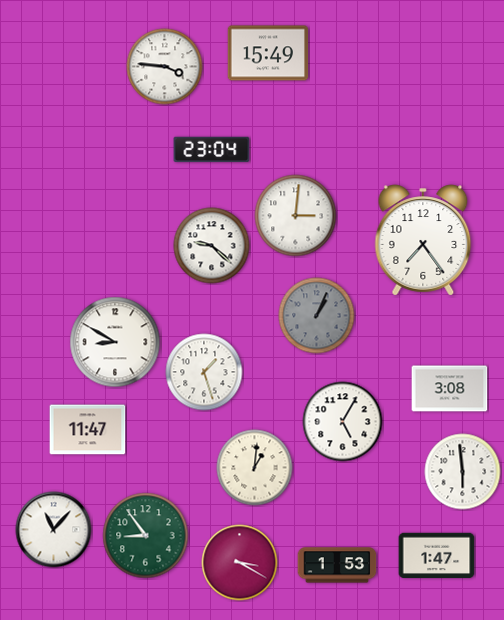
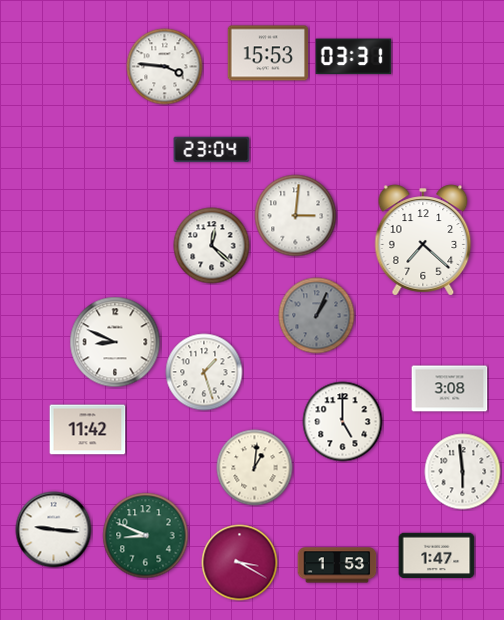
clock at (268, 53): 15:49 -> 15:53
clock at (354, 57): none -> 03:31
clock at (423, 240): 7:24 -> 7:22
clock at (212, 246): 9:22 -> 12:22
clock at (115, 342): 8:50 -> 8:49
clock at (343, 422): 5:05 -> 5:00
clock at (88, 430): 11:47 -> 11:42
clock at (54, 530): 11:07 -> 9:16
clock at (146, 536): 8:54 -> 8:49
